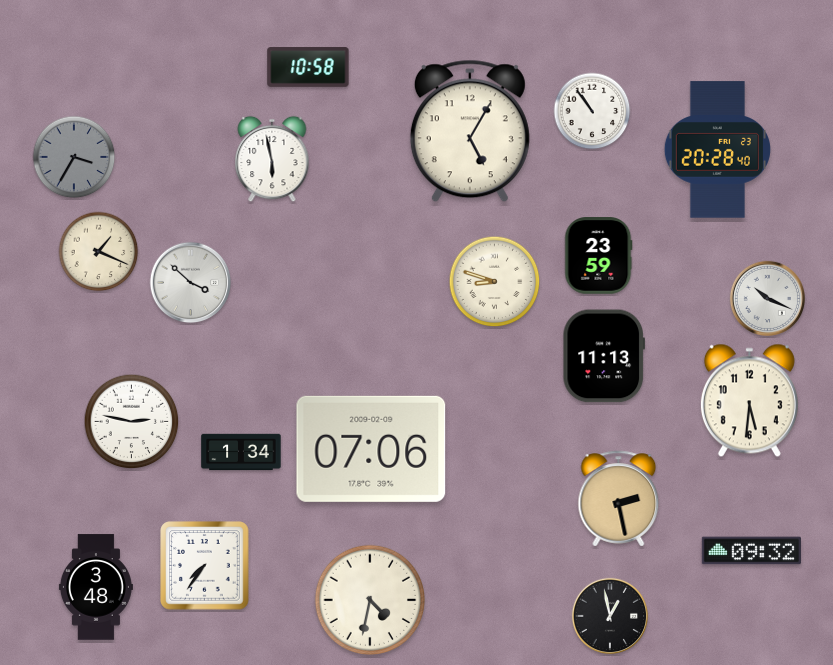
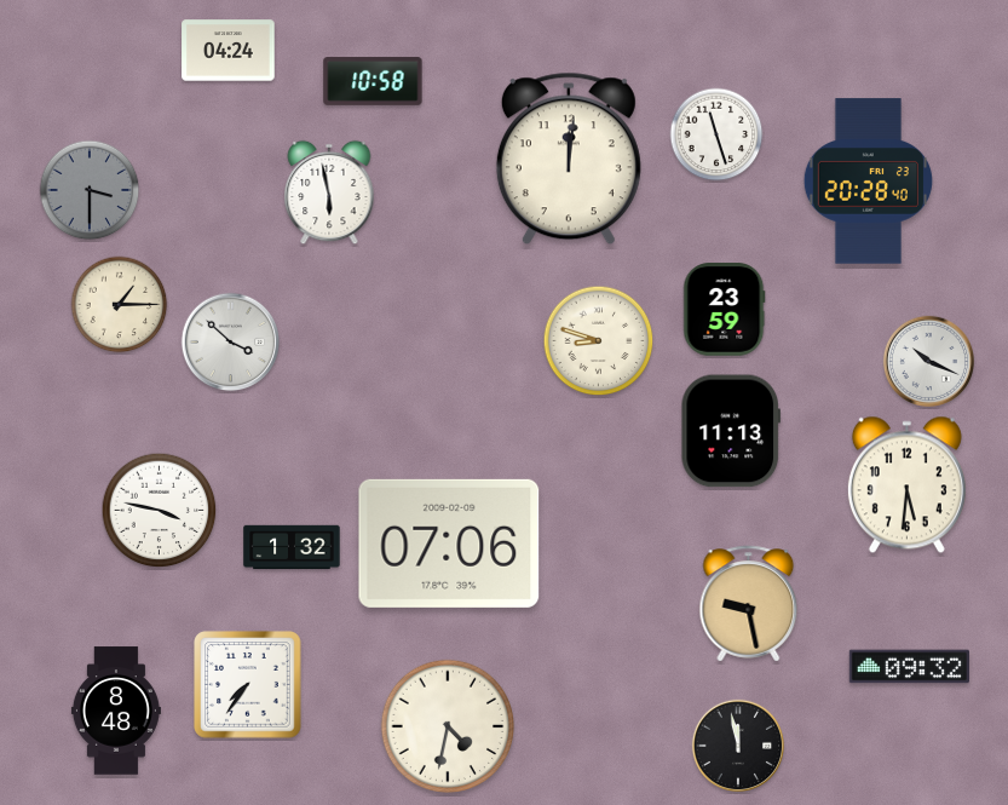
clock at (229, 51): none -> 04:24
clock at (592, 111): 10:54 -> 11:27
clock at (470, 131): 5:05 -> 12:01
clock at (74, 157): 3:35 -> 3:30
clock at (99, 252): 1:19 -> 1:15
clock at (132, 422): 2:47 -> 3:47
clock at (241, 452): 1:34 -> 1:32
clock at (619, 499): 2:28 -> 9:28
clock at (96, 587): 3:48 -> 8:48
clock at (609, 615): 12:58 -> 11:58
